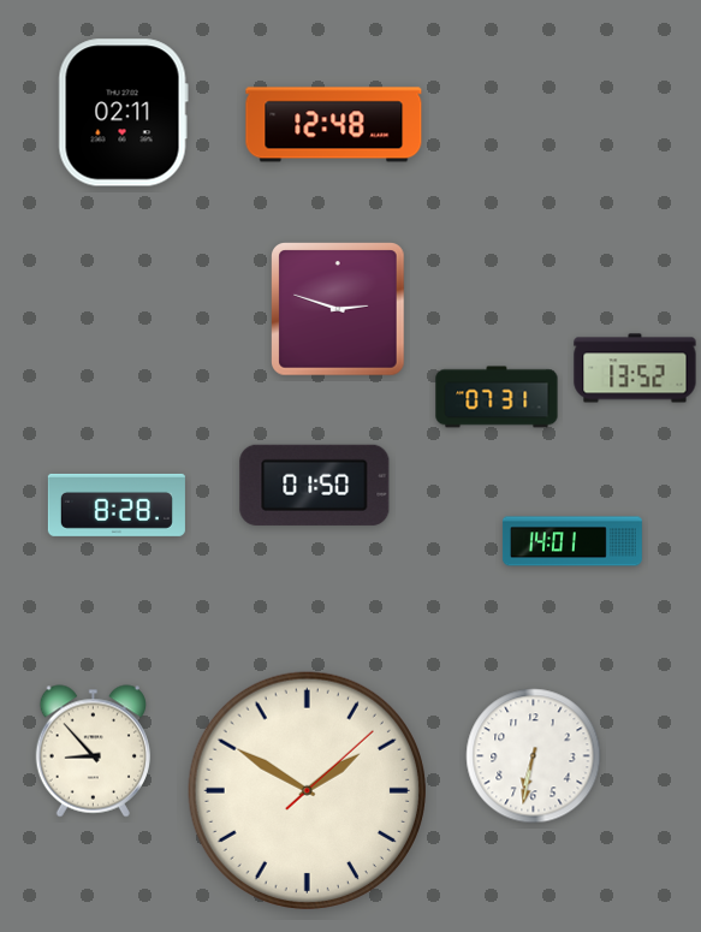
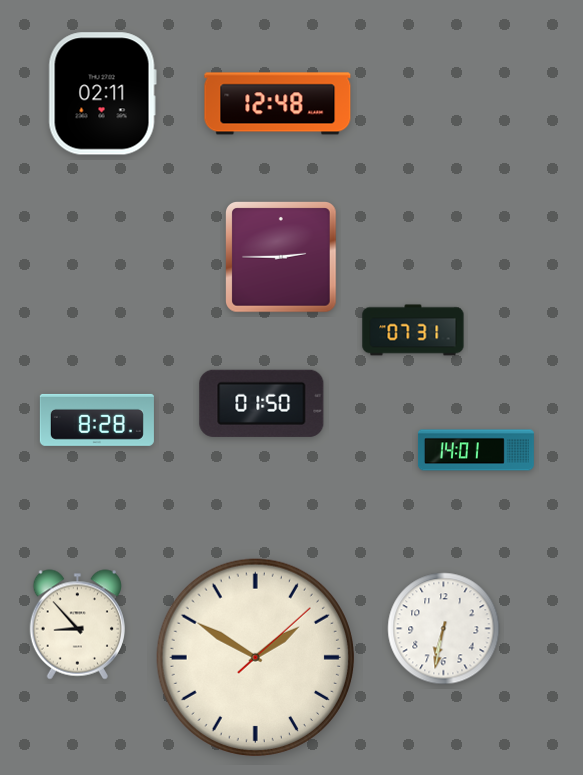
clock at (338, 309): 2:48 -> 2:45
clock at (635, 368): 13:52 -> none
